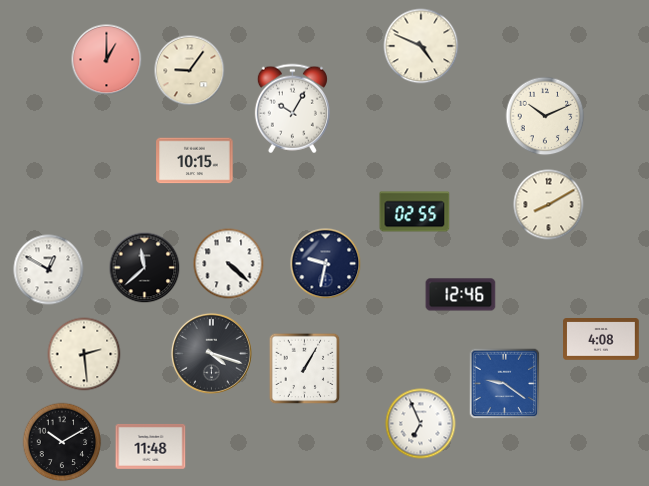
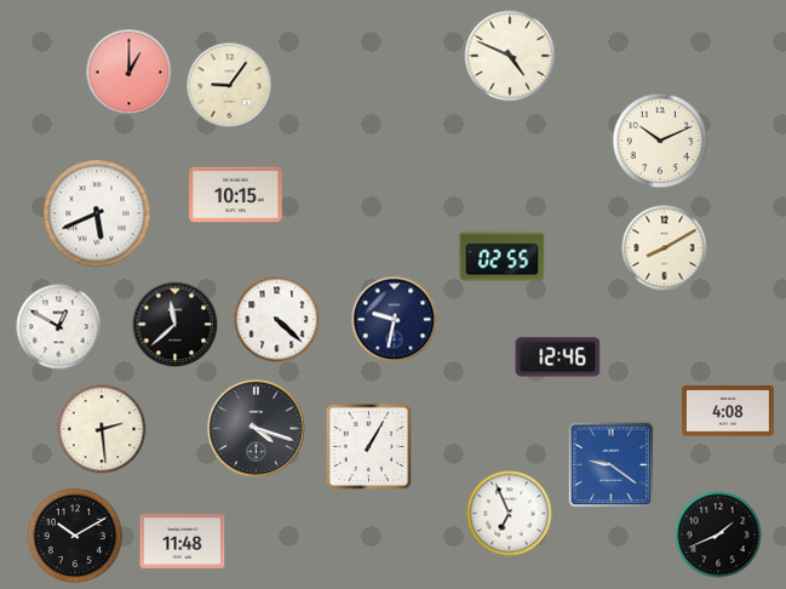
clock at (292, 109): 10:05 -> none
clock at (97, 213): none -> 5:41
clock at (718, 534): none -> 1:41
